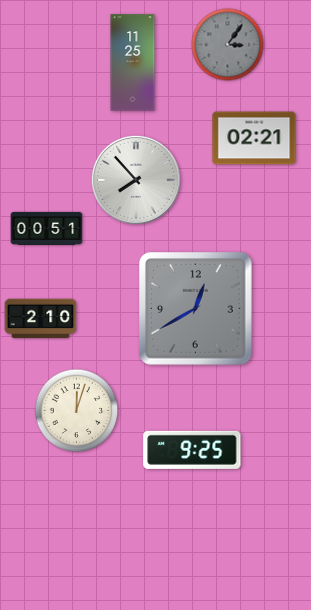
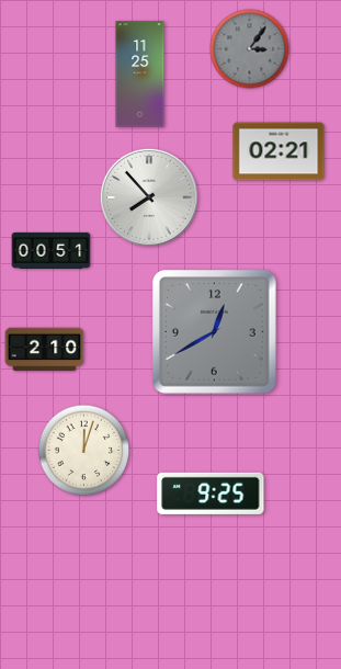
clock at (133, 63) position: (133, 63) -> (140, 75)
clock at (196, 309) position: (196, 309) -> (215, 332)
